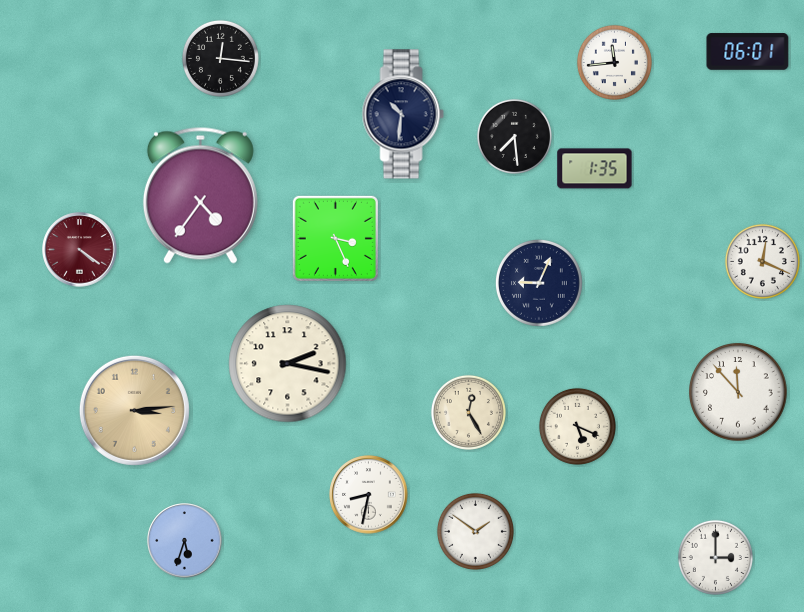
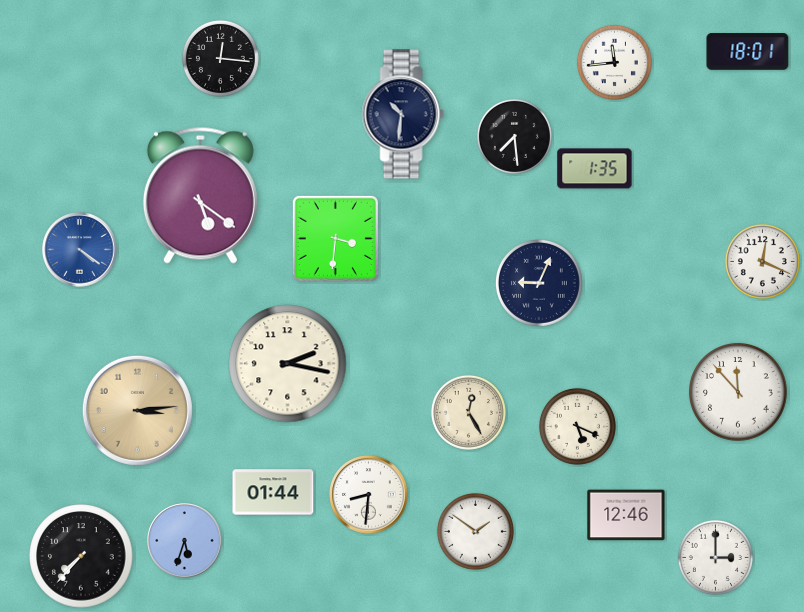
clock at (748, 52): 06:01 -> 18:01
clock at (200, 195): 4:36 -> 5:21
clock at (335, 238): 3:26 -> 3:31
clock at (80, 250) dial: burgundy -> blue
clock at (134, 410) position: (134, 410) -> (137, 410)
clock at (273, 492): none -> 01:44
clock at (369, 495): 8:32 -> 8:31
clock at (626, 515): none -> 12:46
clock at (81, 556): none -> 7:37
